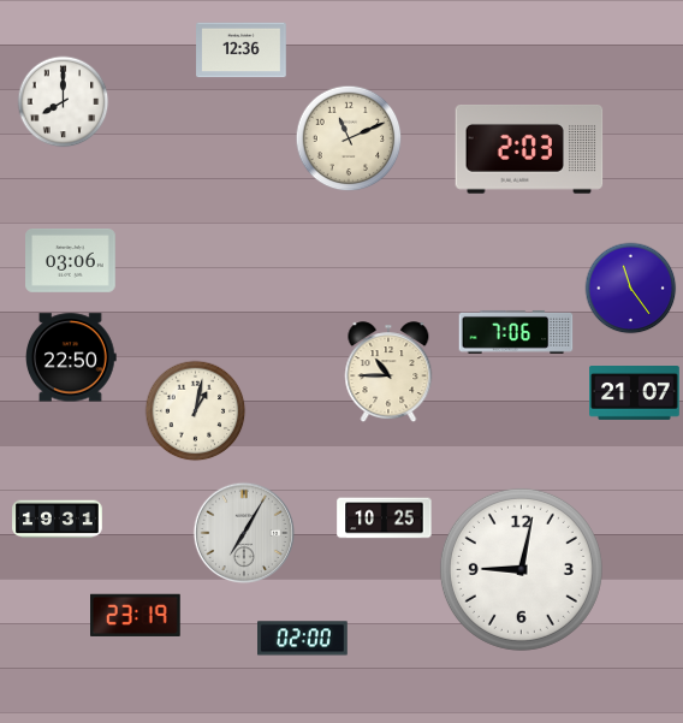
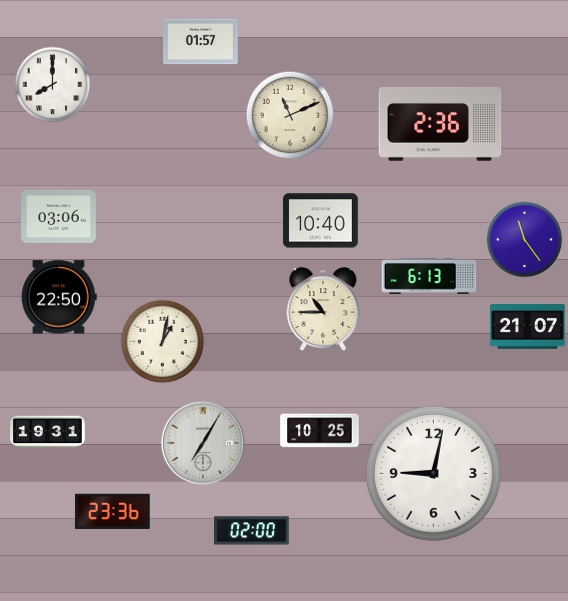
clock at (242, 51): 12:36 -> 01:57
clock at (529, 149): 2:03 -> 2:36
clock at (321, 221): none -> 10:40
clock at (516, 332): 7:06 -> 6:13
clock at (136, 615): 23:19 -> 23:36
